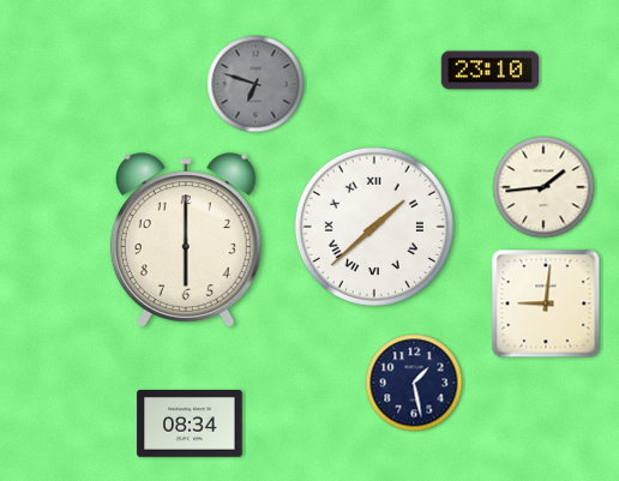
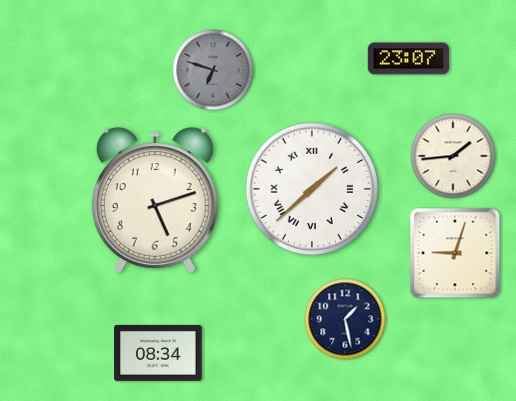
clock at (489, 71): 23:10 -> 23:07
clock at (186, 240): 6:00 -> 5:12
clock at (546, 303): 9:01 -> 9:03
